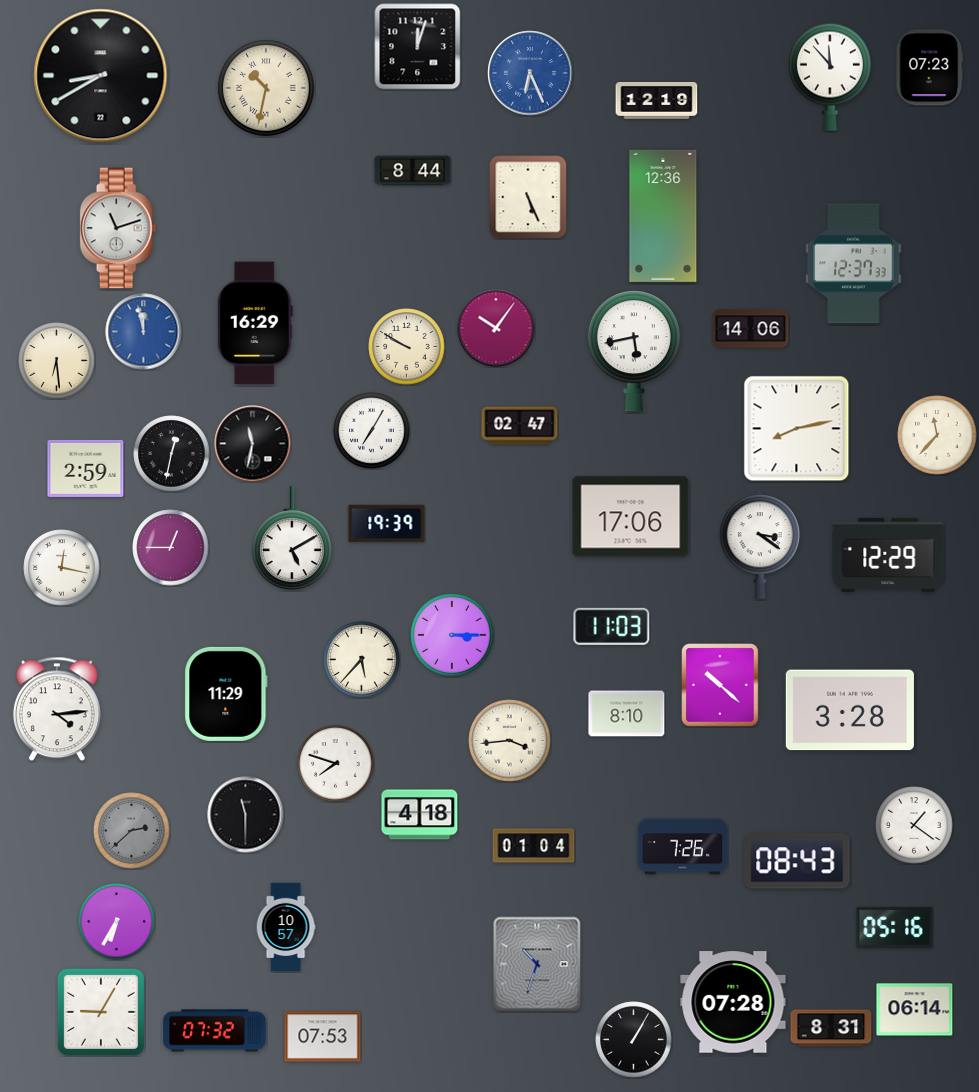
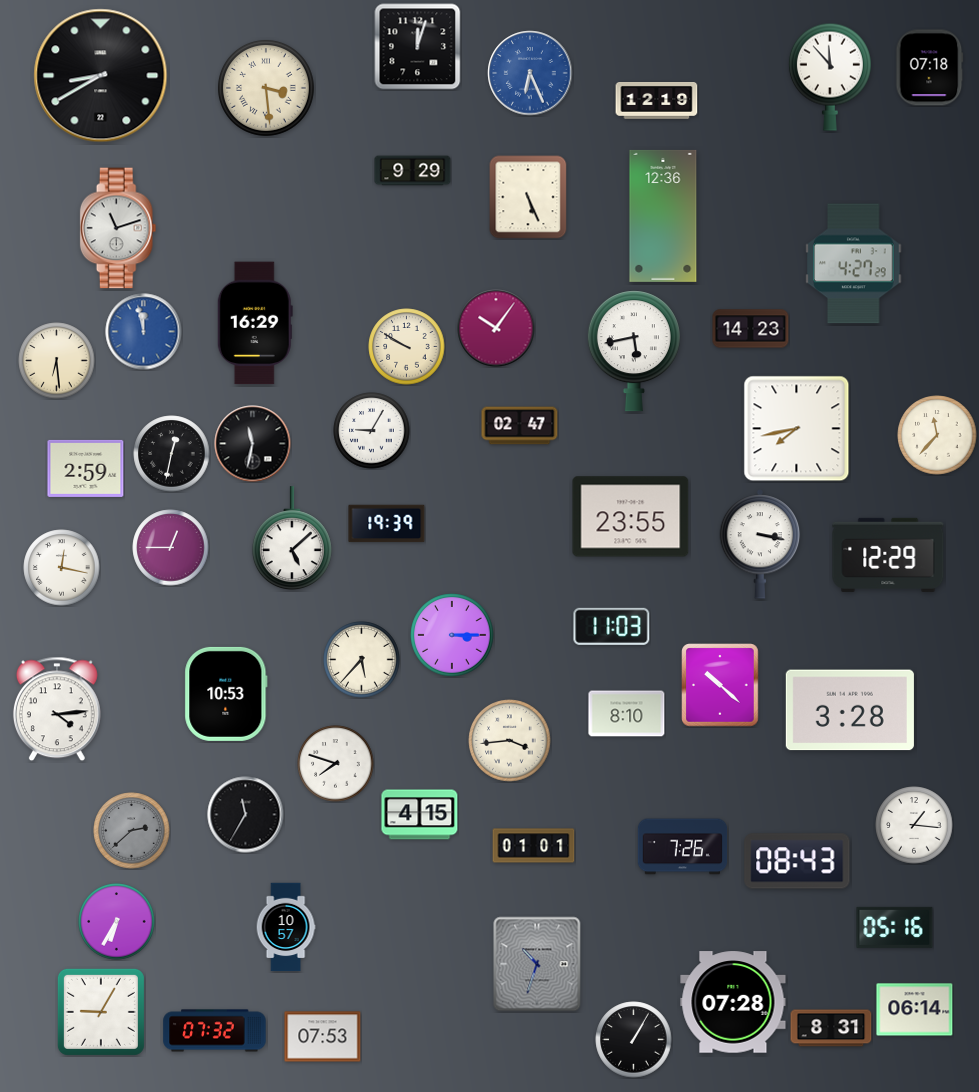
clock at (930, 68): 07:23 -> 07:18
clock at (266, 88): 10:32 -> 3:29
clock at (413, 171): 8:44 -> 9:29
clock at (854, 264): 12:37 -> 4:27
clock at (751, 329): 14:06 -> 14:23
clock at (797, 429): 8:13 -> 7:43
clock at (372, 431): 7:05 -> 9:05
clock at (631, 517): 17:06 -> 23:55
clock at (292, 539): 5:10 -> 5:08
clock at (760, 544): 3:21 -> 3:17
clock at (226, 694): 11:29 -> 10:53
clock at (246, 815): 11:30 -> 11:35
clock at (420, 815): 4:18 -> 4:15
clock at (914, 825): 1:21 -> 1:16
clock at (534, 846): 01:04 -> 01:01
